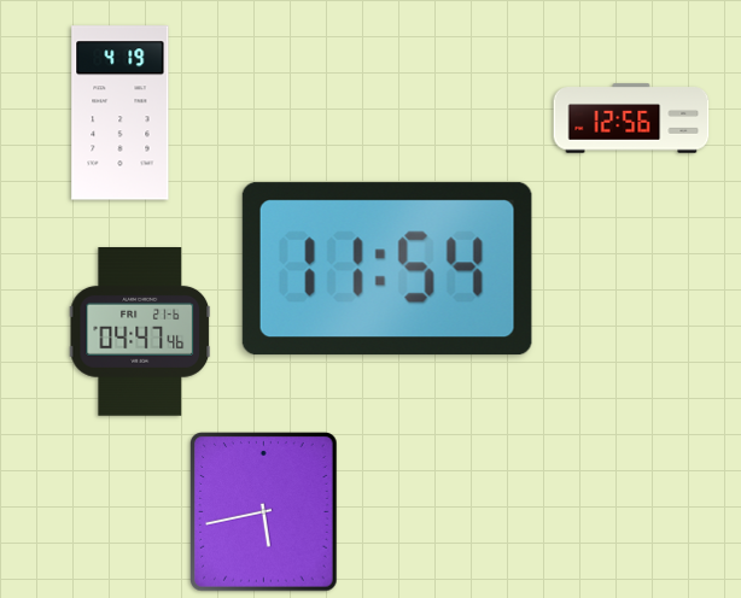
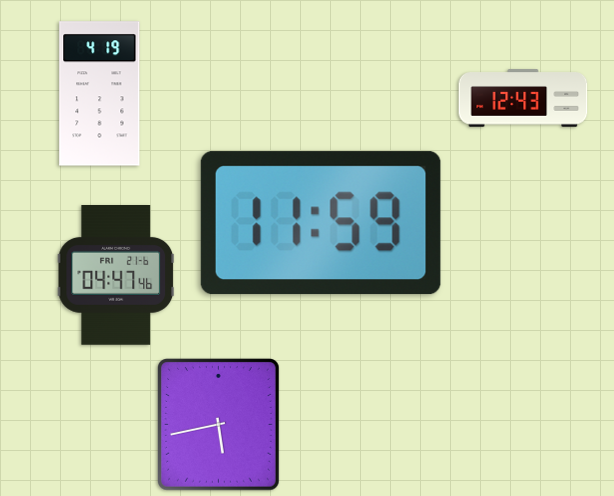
clock at (631, 118): 12:56 -> 12:43
clock at (387, 269): 11:54 -> 11:59
